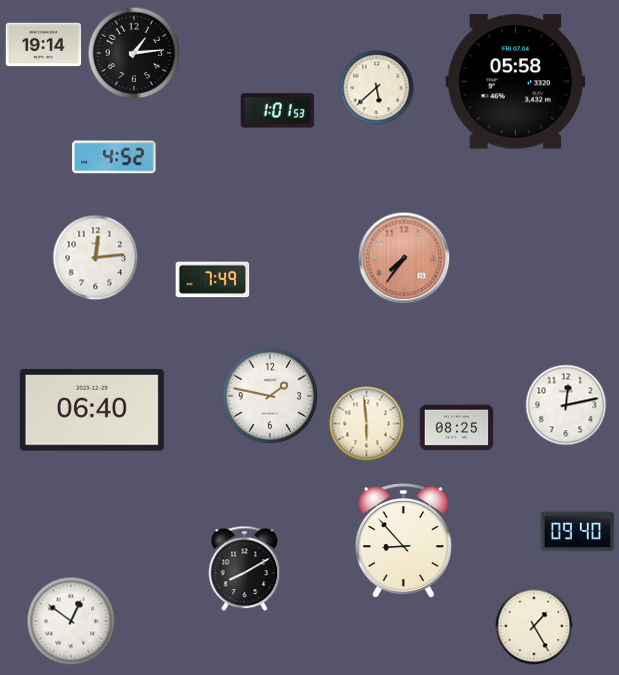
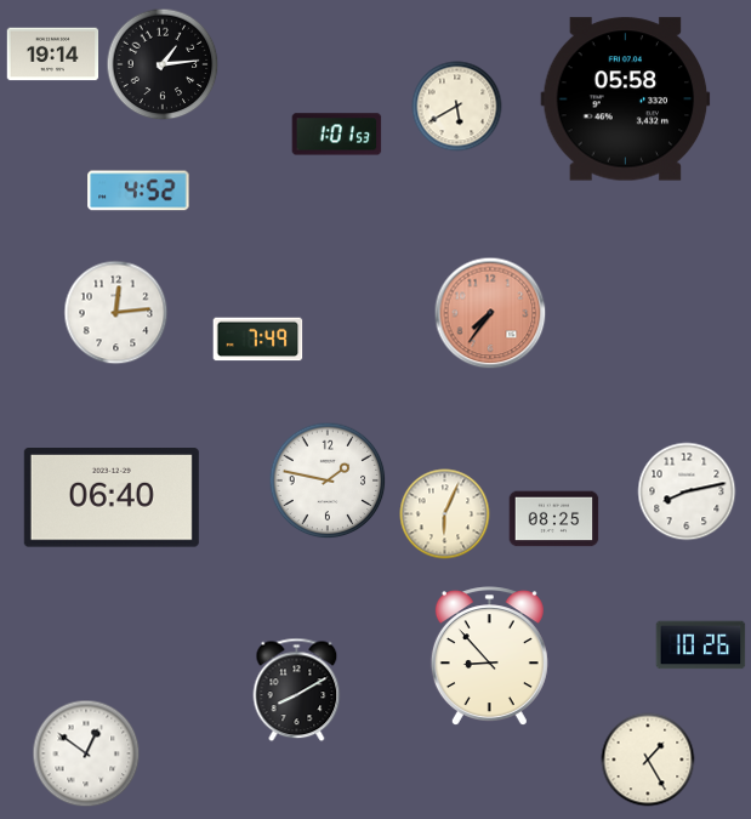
clock at (377, 88): 5:38 -> 5:40
clock at (566, 405): 12:13 -> 8:13
clock at (367, 424): 5:59 -> 6:04
clock at (578, 532): 09:40 -> 10:26
